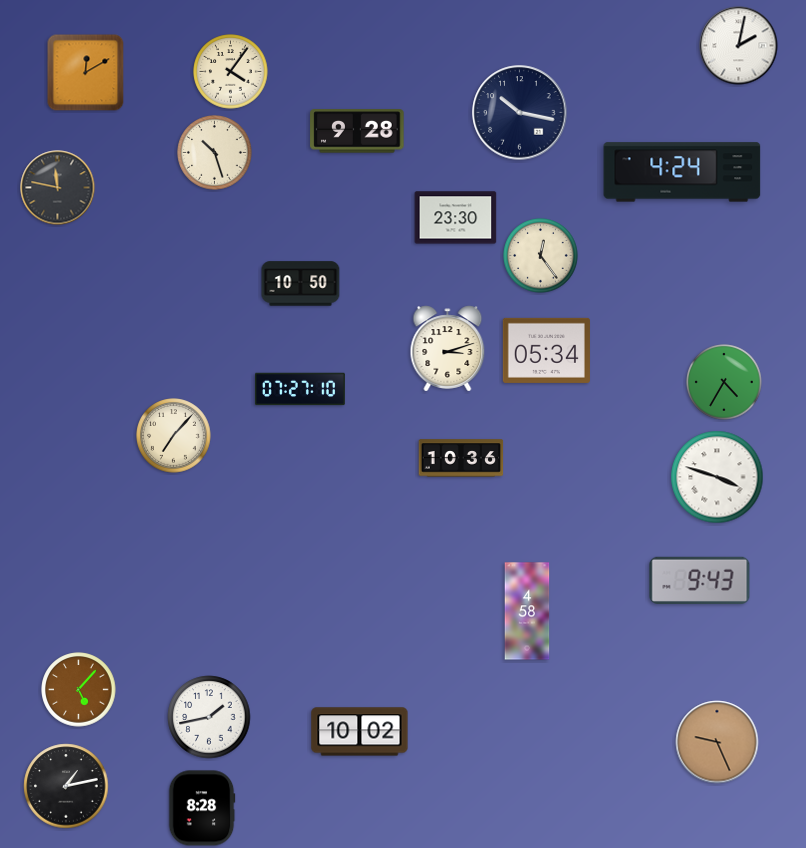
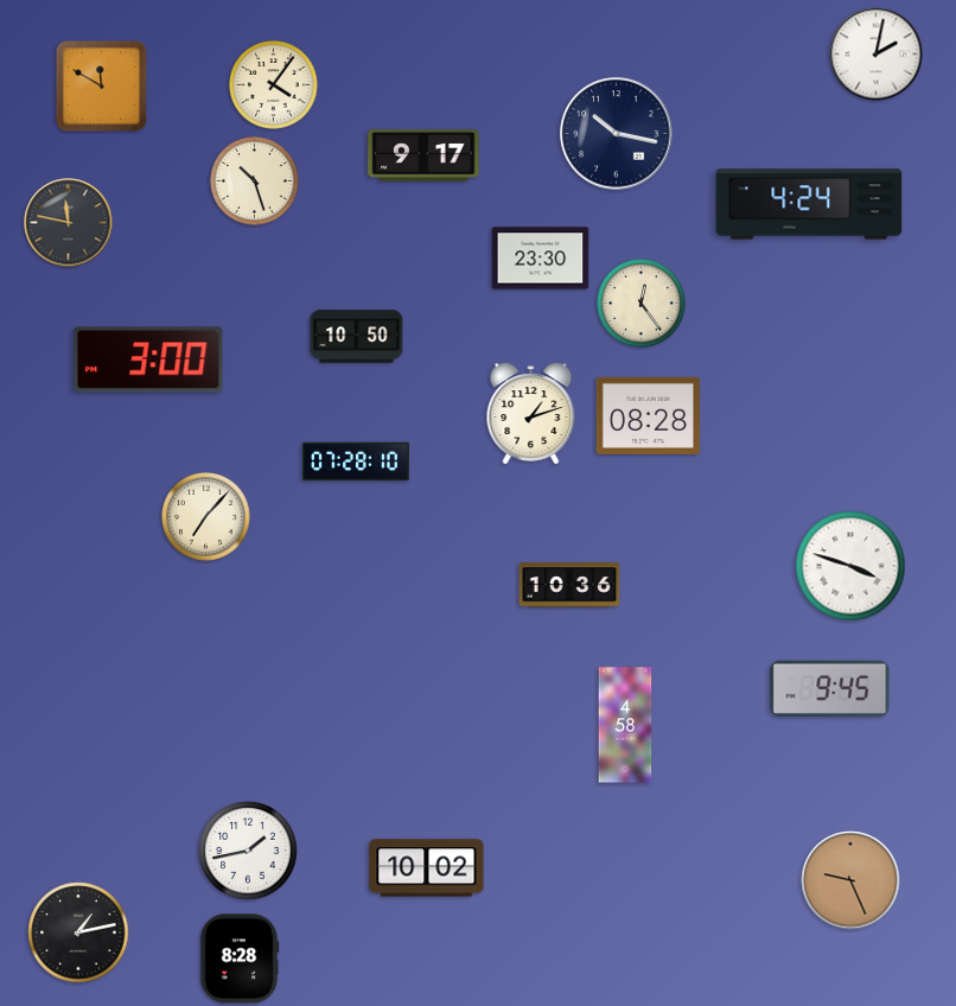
clock at (86, 73): 12:10 -> 11:50
clock at (357, 131): 9:28 -> 9:17
clock at (148, 359): none -> 3:00
clock at (448, 349): 3:12 -> 1:12
clock at (546, 350): 05:34 -> 08:28
clock at (724, 382): 4:35 -> none
clock at (300, 389): 07:27 -> 07:28
clock at (461, 458) position: (461, 458) -> (569, 585)
clock at (700, 580): 9:43 -> 9:45
clock at (79, 690): 5:07 -> none
